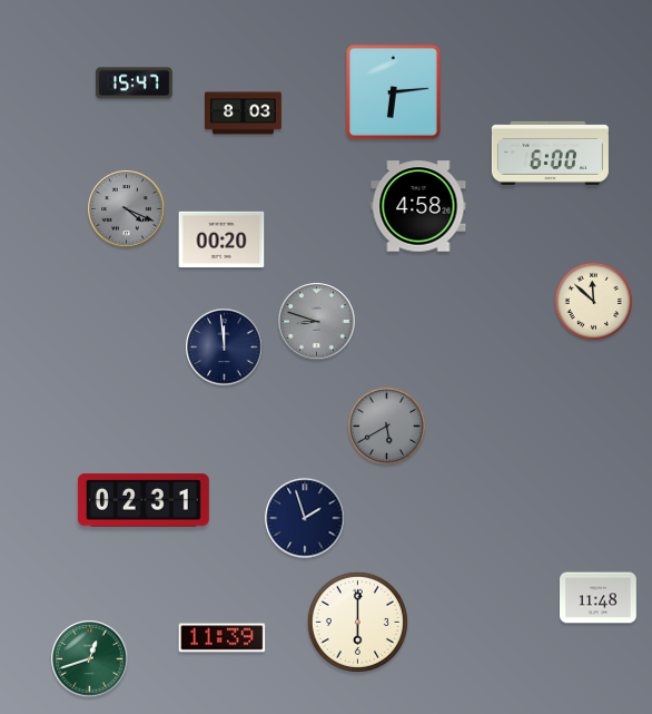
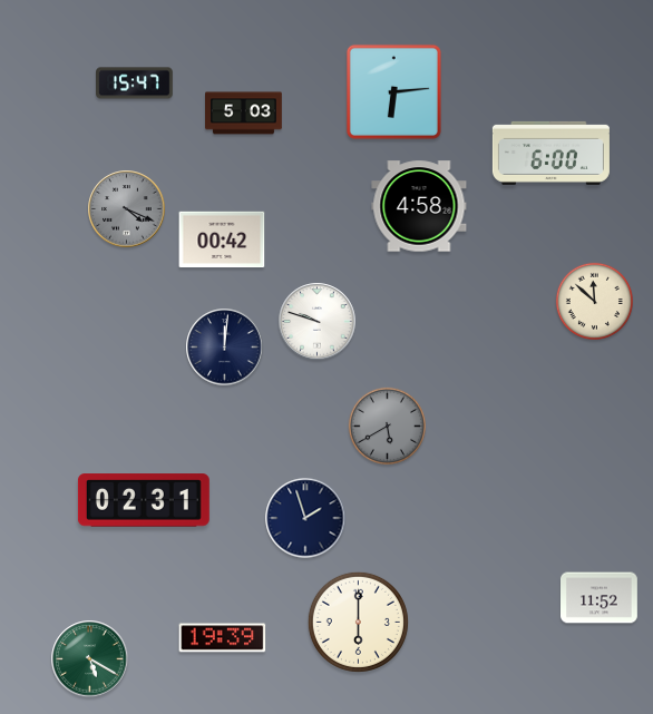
clock at (244, 114): 8:03 -> 5:03
clock at (221, 239): 00:20 -> 00:42
clock at (317, 322): 8:48 -> 9:48
clock at (317, 322) dial: grey -> white
clock at (225, 348): 11:59 -> 12:01
clock at (599, 598): 11:48 -> 11:52
clock at (223, 638): 11:39 -> 19:39
clock at (90, 659): 12:42 -> 5:20
